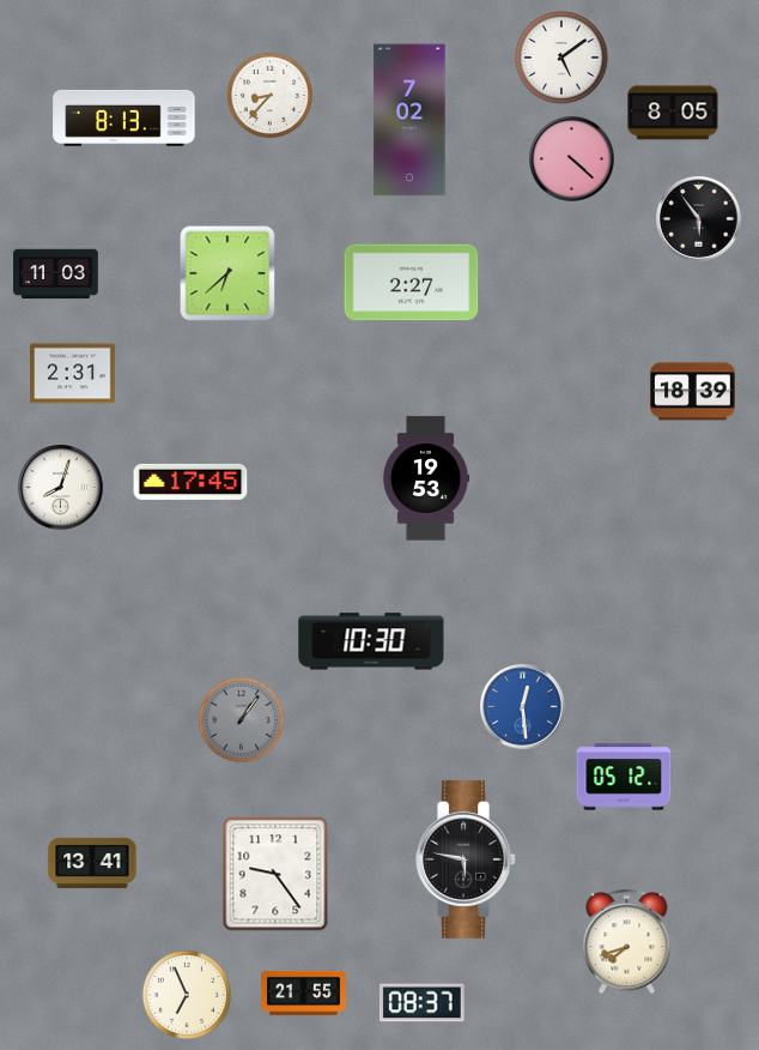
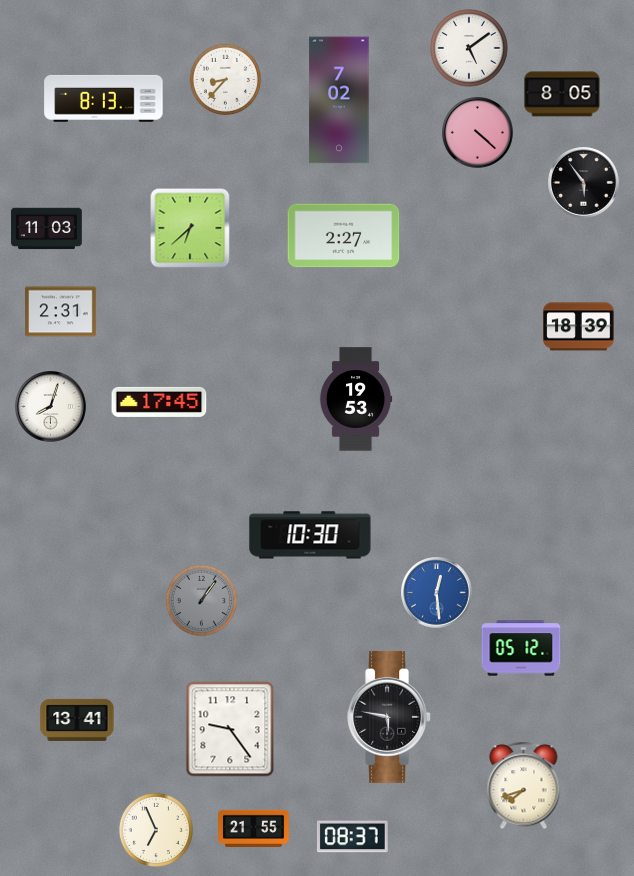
clock at (409, 120) position: (409, 120) -> (339, 100)
clock at (523, 707) position: (523, 707) -> (437, 593)
